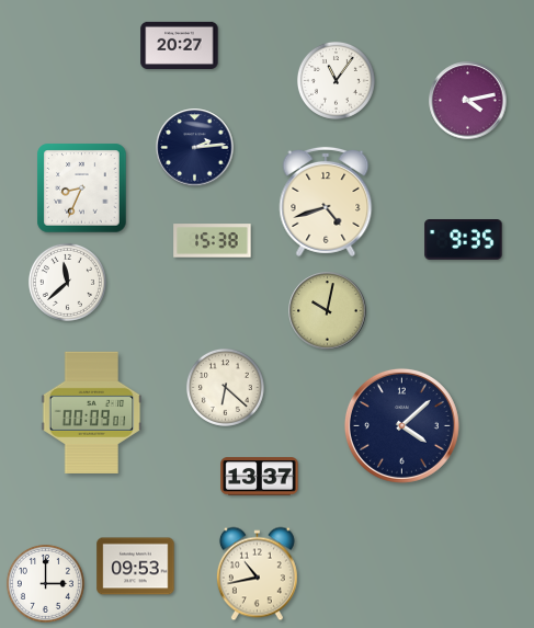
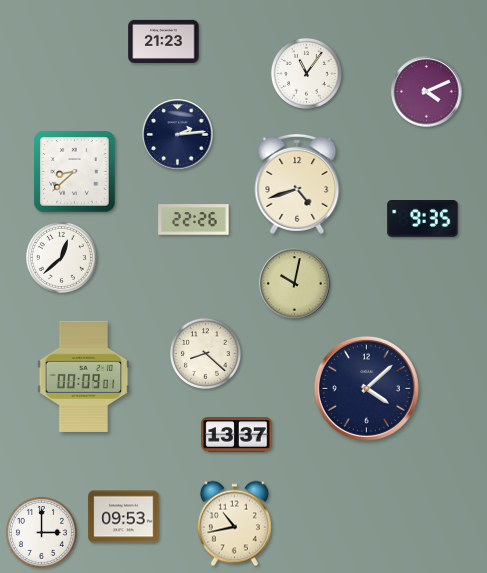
clock at (180, 45): 20:27 -> 21:23
clock at (468, 101): 4:13 -> 4:11
clock at (82, 189): 8:34 -> 8:38
clock at (213, 241): 15:38 -> 22:26
clock at (67, 282): 11:38 -> 12:38
clock at (328, 311) position: (328, 311) -> (295, 284)
clock at (225, 387): 6:22 -> 8:22
